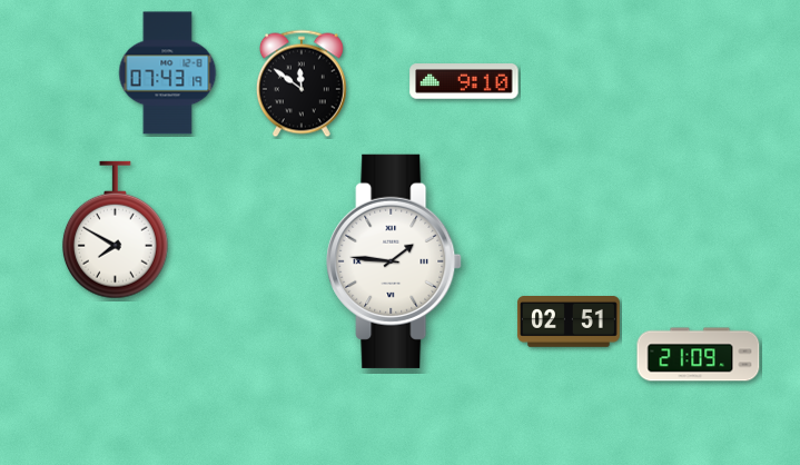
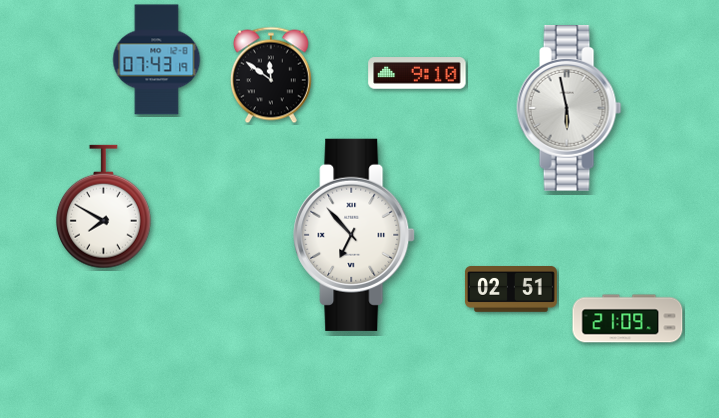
clock at (168, 73) position: (168, 73) -> (157, 60)
clock at (569, 109): none -> 5:58
clock at (394, 261): 1:46 -> 6:53
